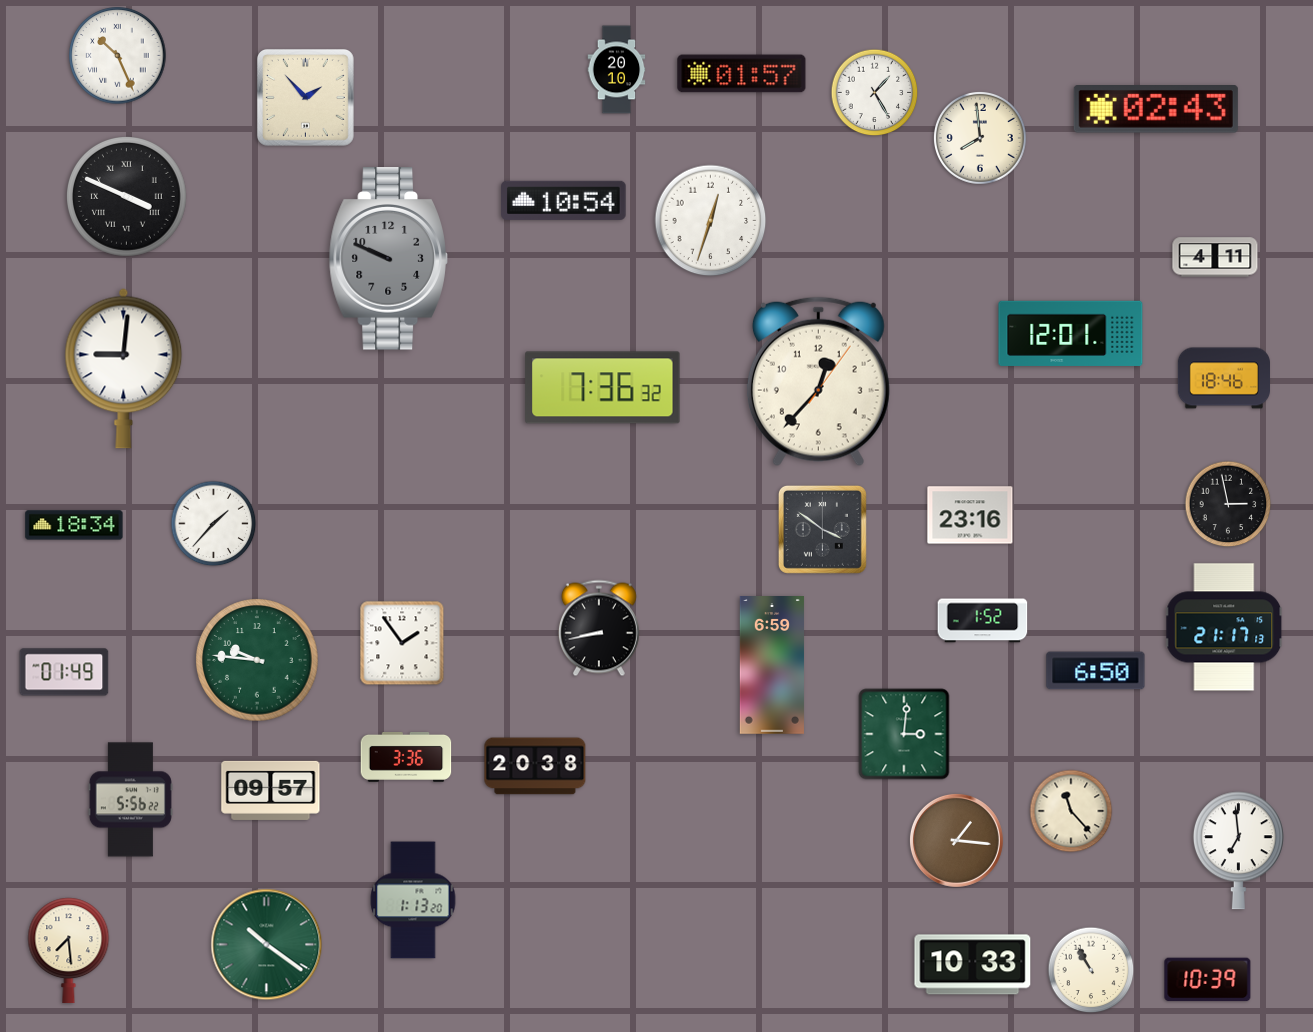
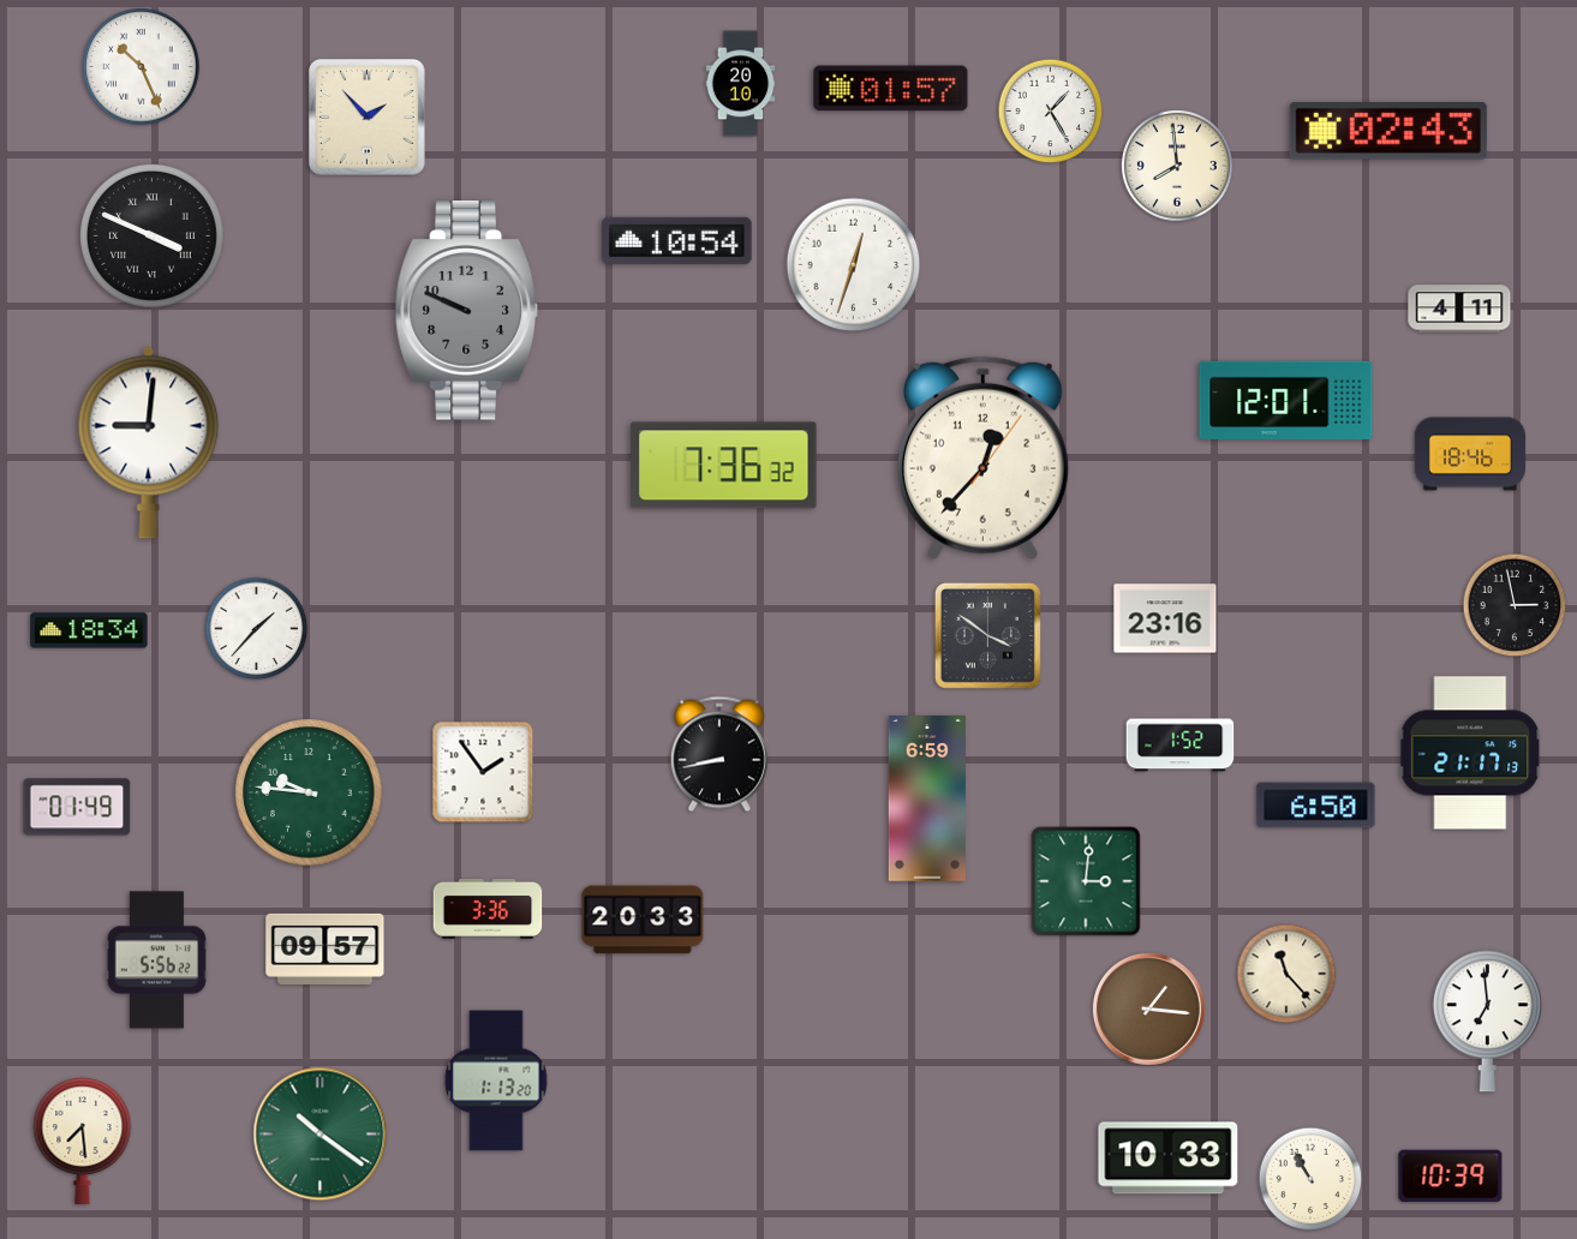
clock at (1228, 504) position: (1228, 504) -> (1515, 605)
clock at (535, 766): 20:38 -> 20:33
clock at (1091, 970) position: (1091, 970) -> (1310, 1179)
